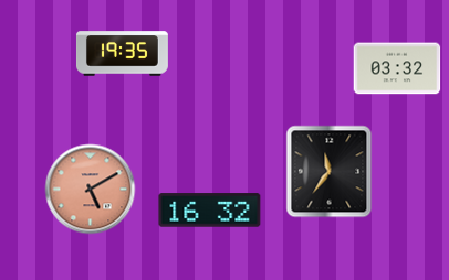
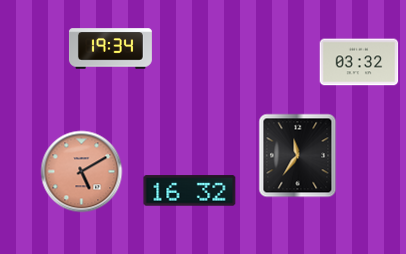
clock at (122, 54): 19:35 -> 19:34
